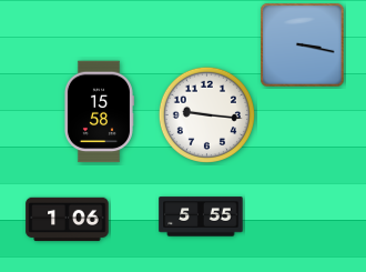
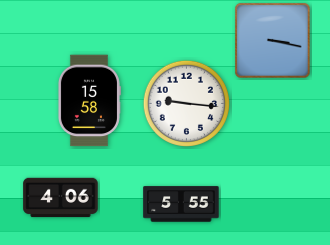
clock at (201, 216) position: (201, 216) -> (181, 204)
clock at (68, 220): 1:06 -> 4:06
